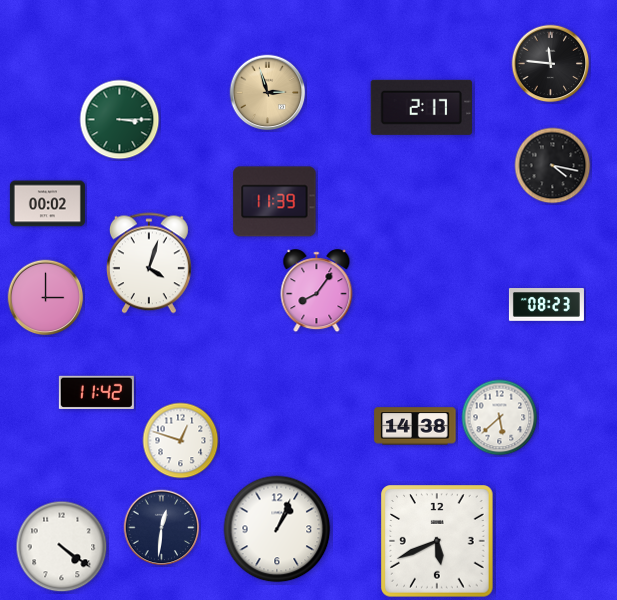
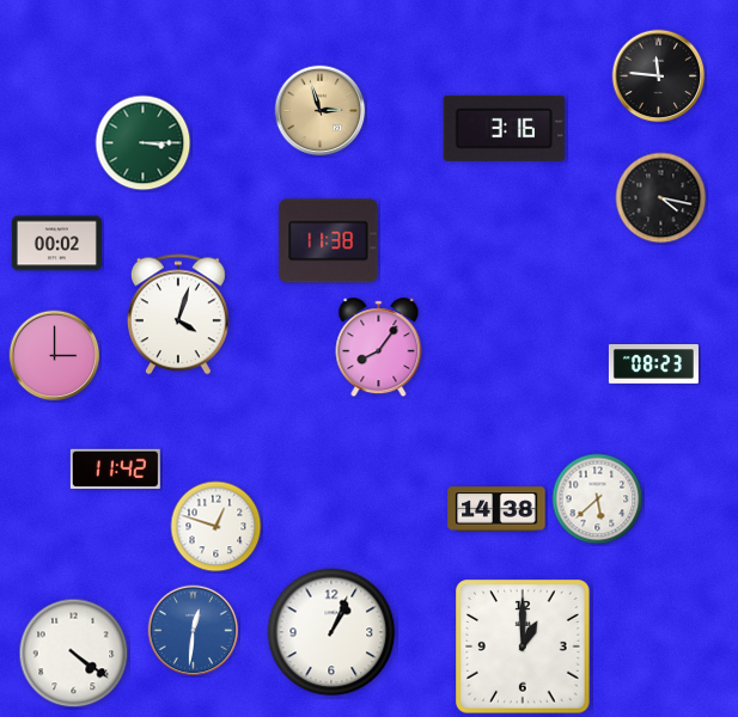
clock at (421, 107): 2:17 -> 3:16
clock at (275, 202): 11:39 -> 11:38
clock at (162, 528) dial: navy -> blue
clock at (437, 541): 5:41 -> 1:00
